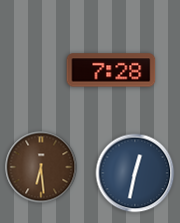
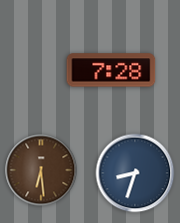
clock at (41, 167) position: (41, 167) -> (41, 170)
clock at (135, 173): 12:32 -> 8:33
